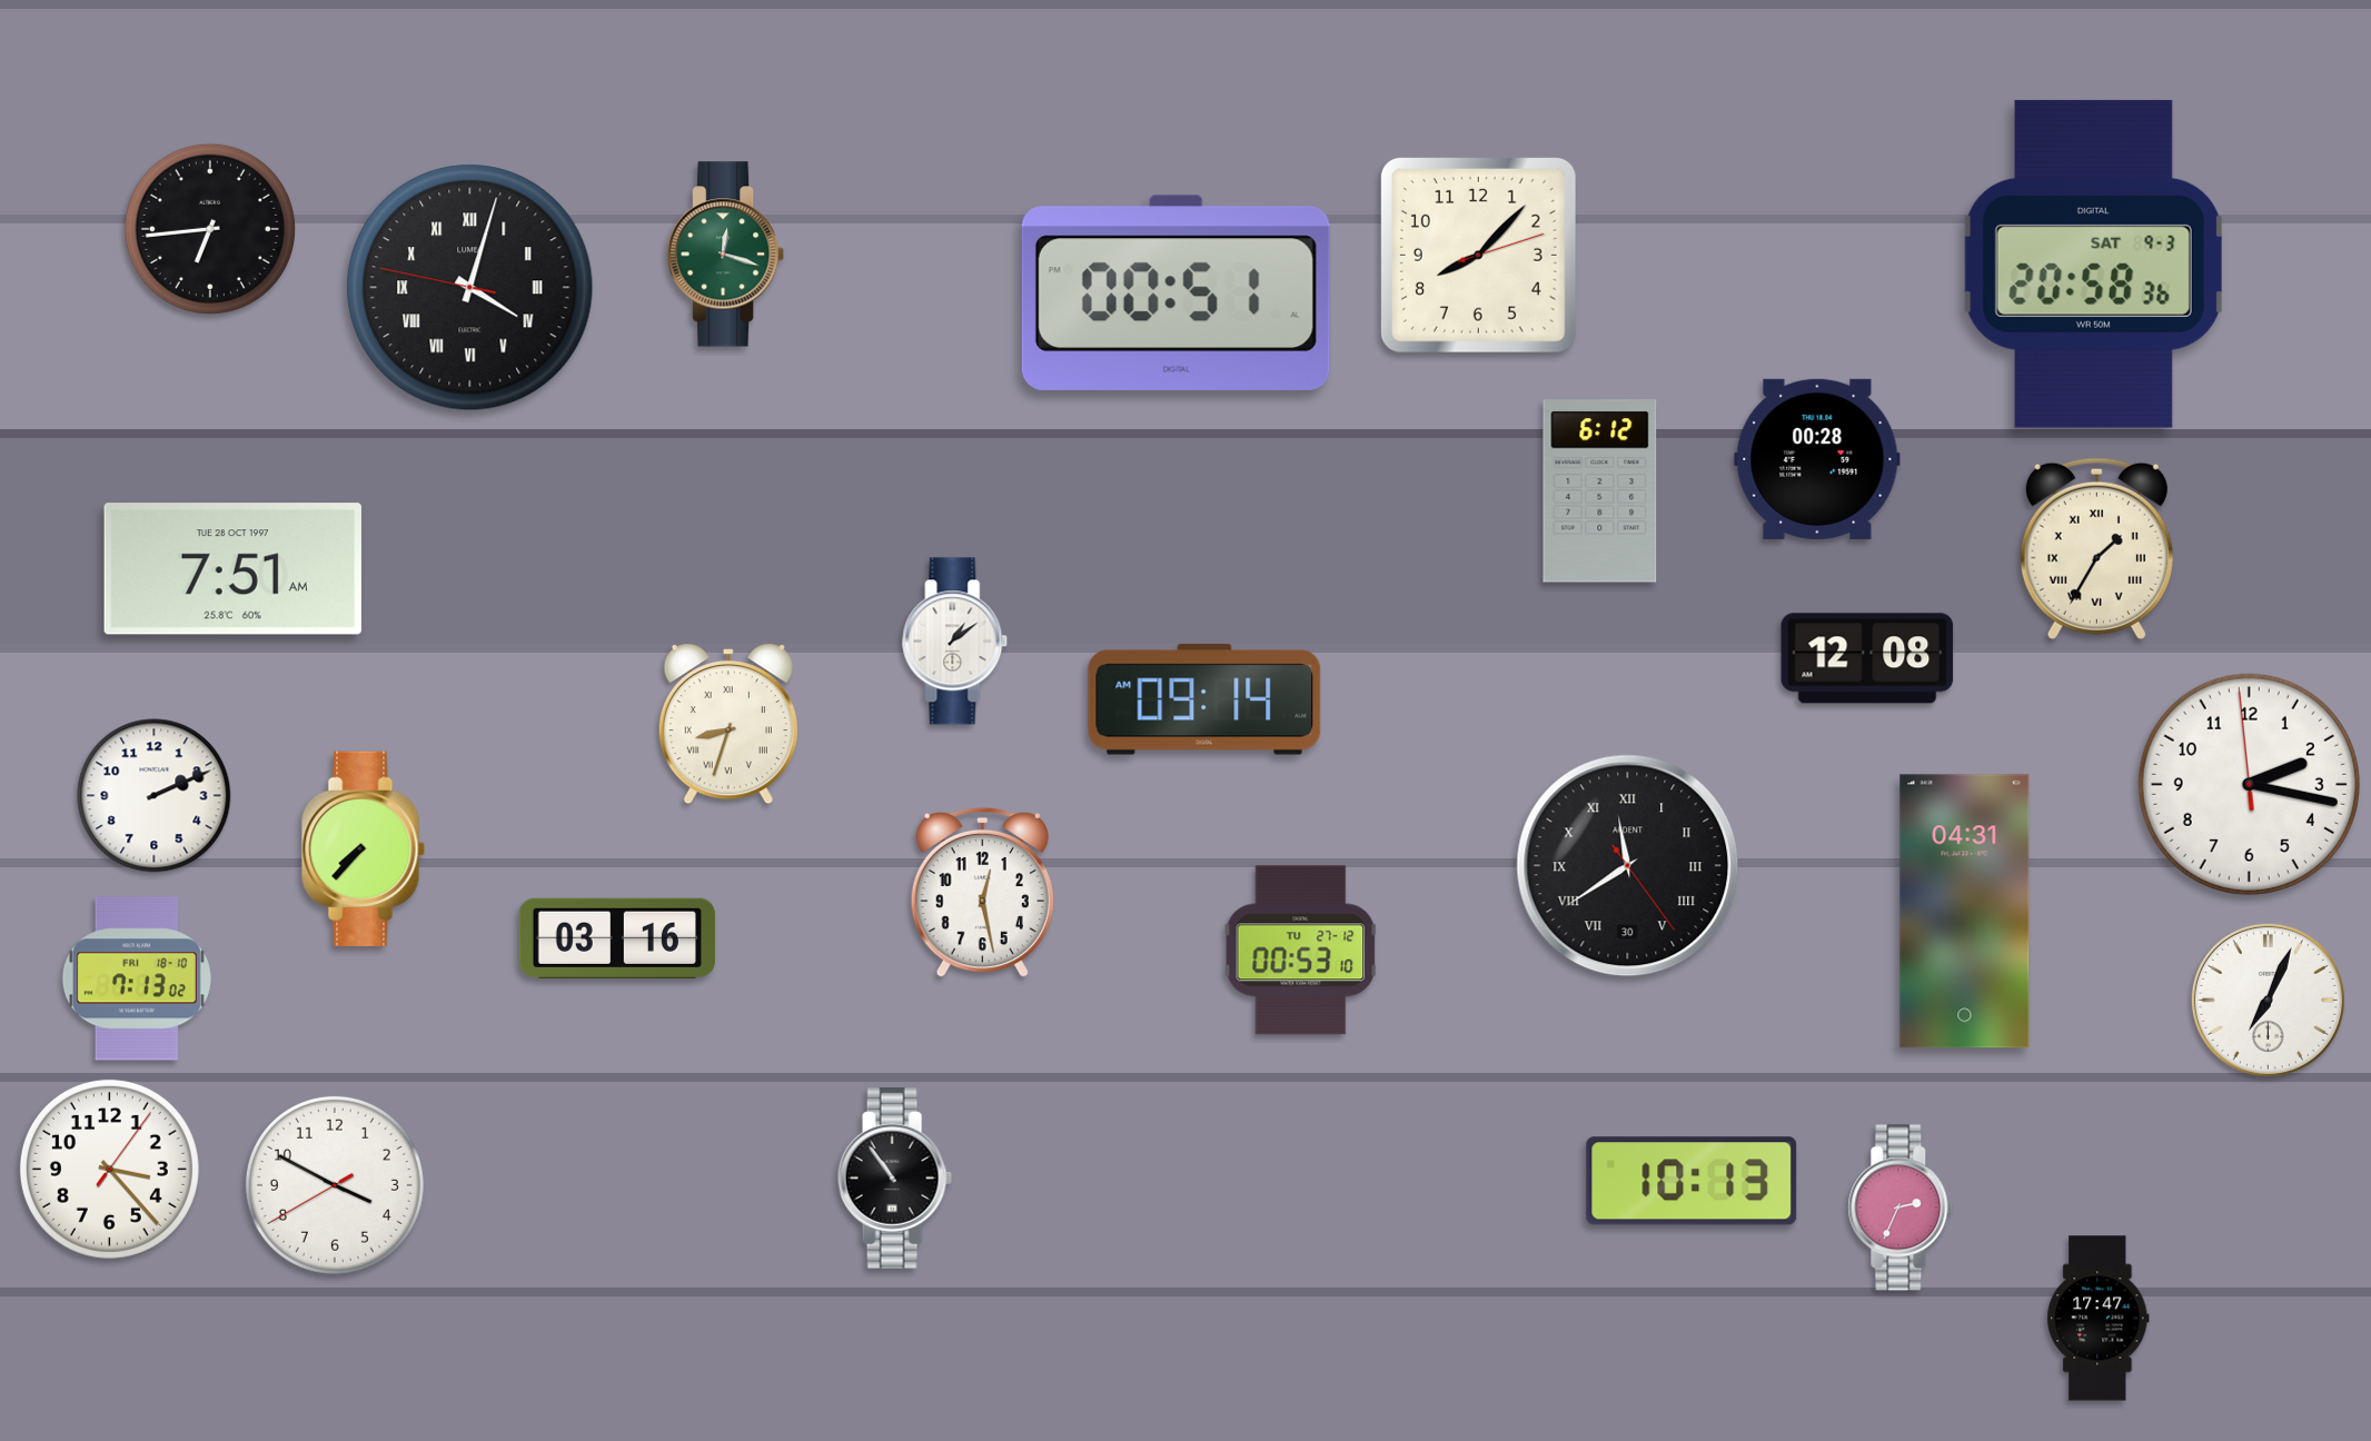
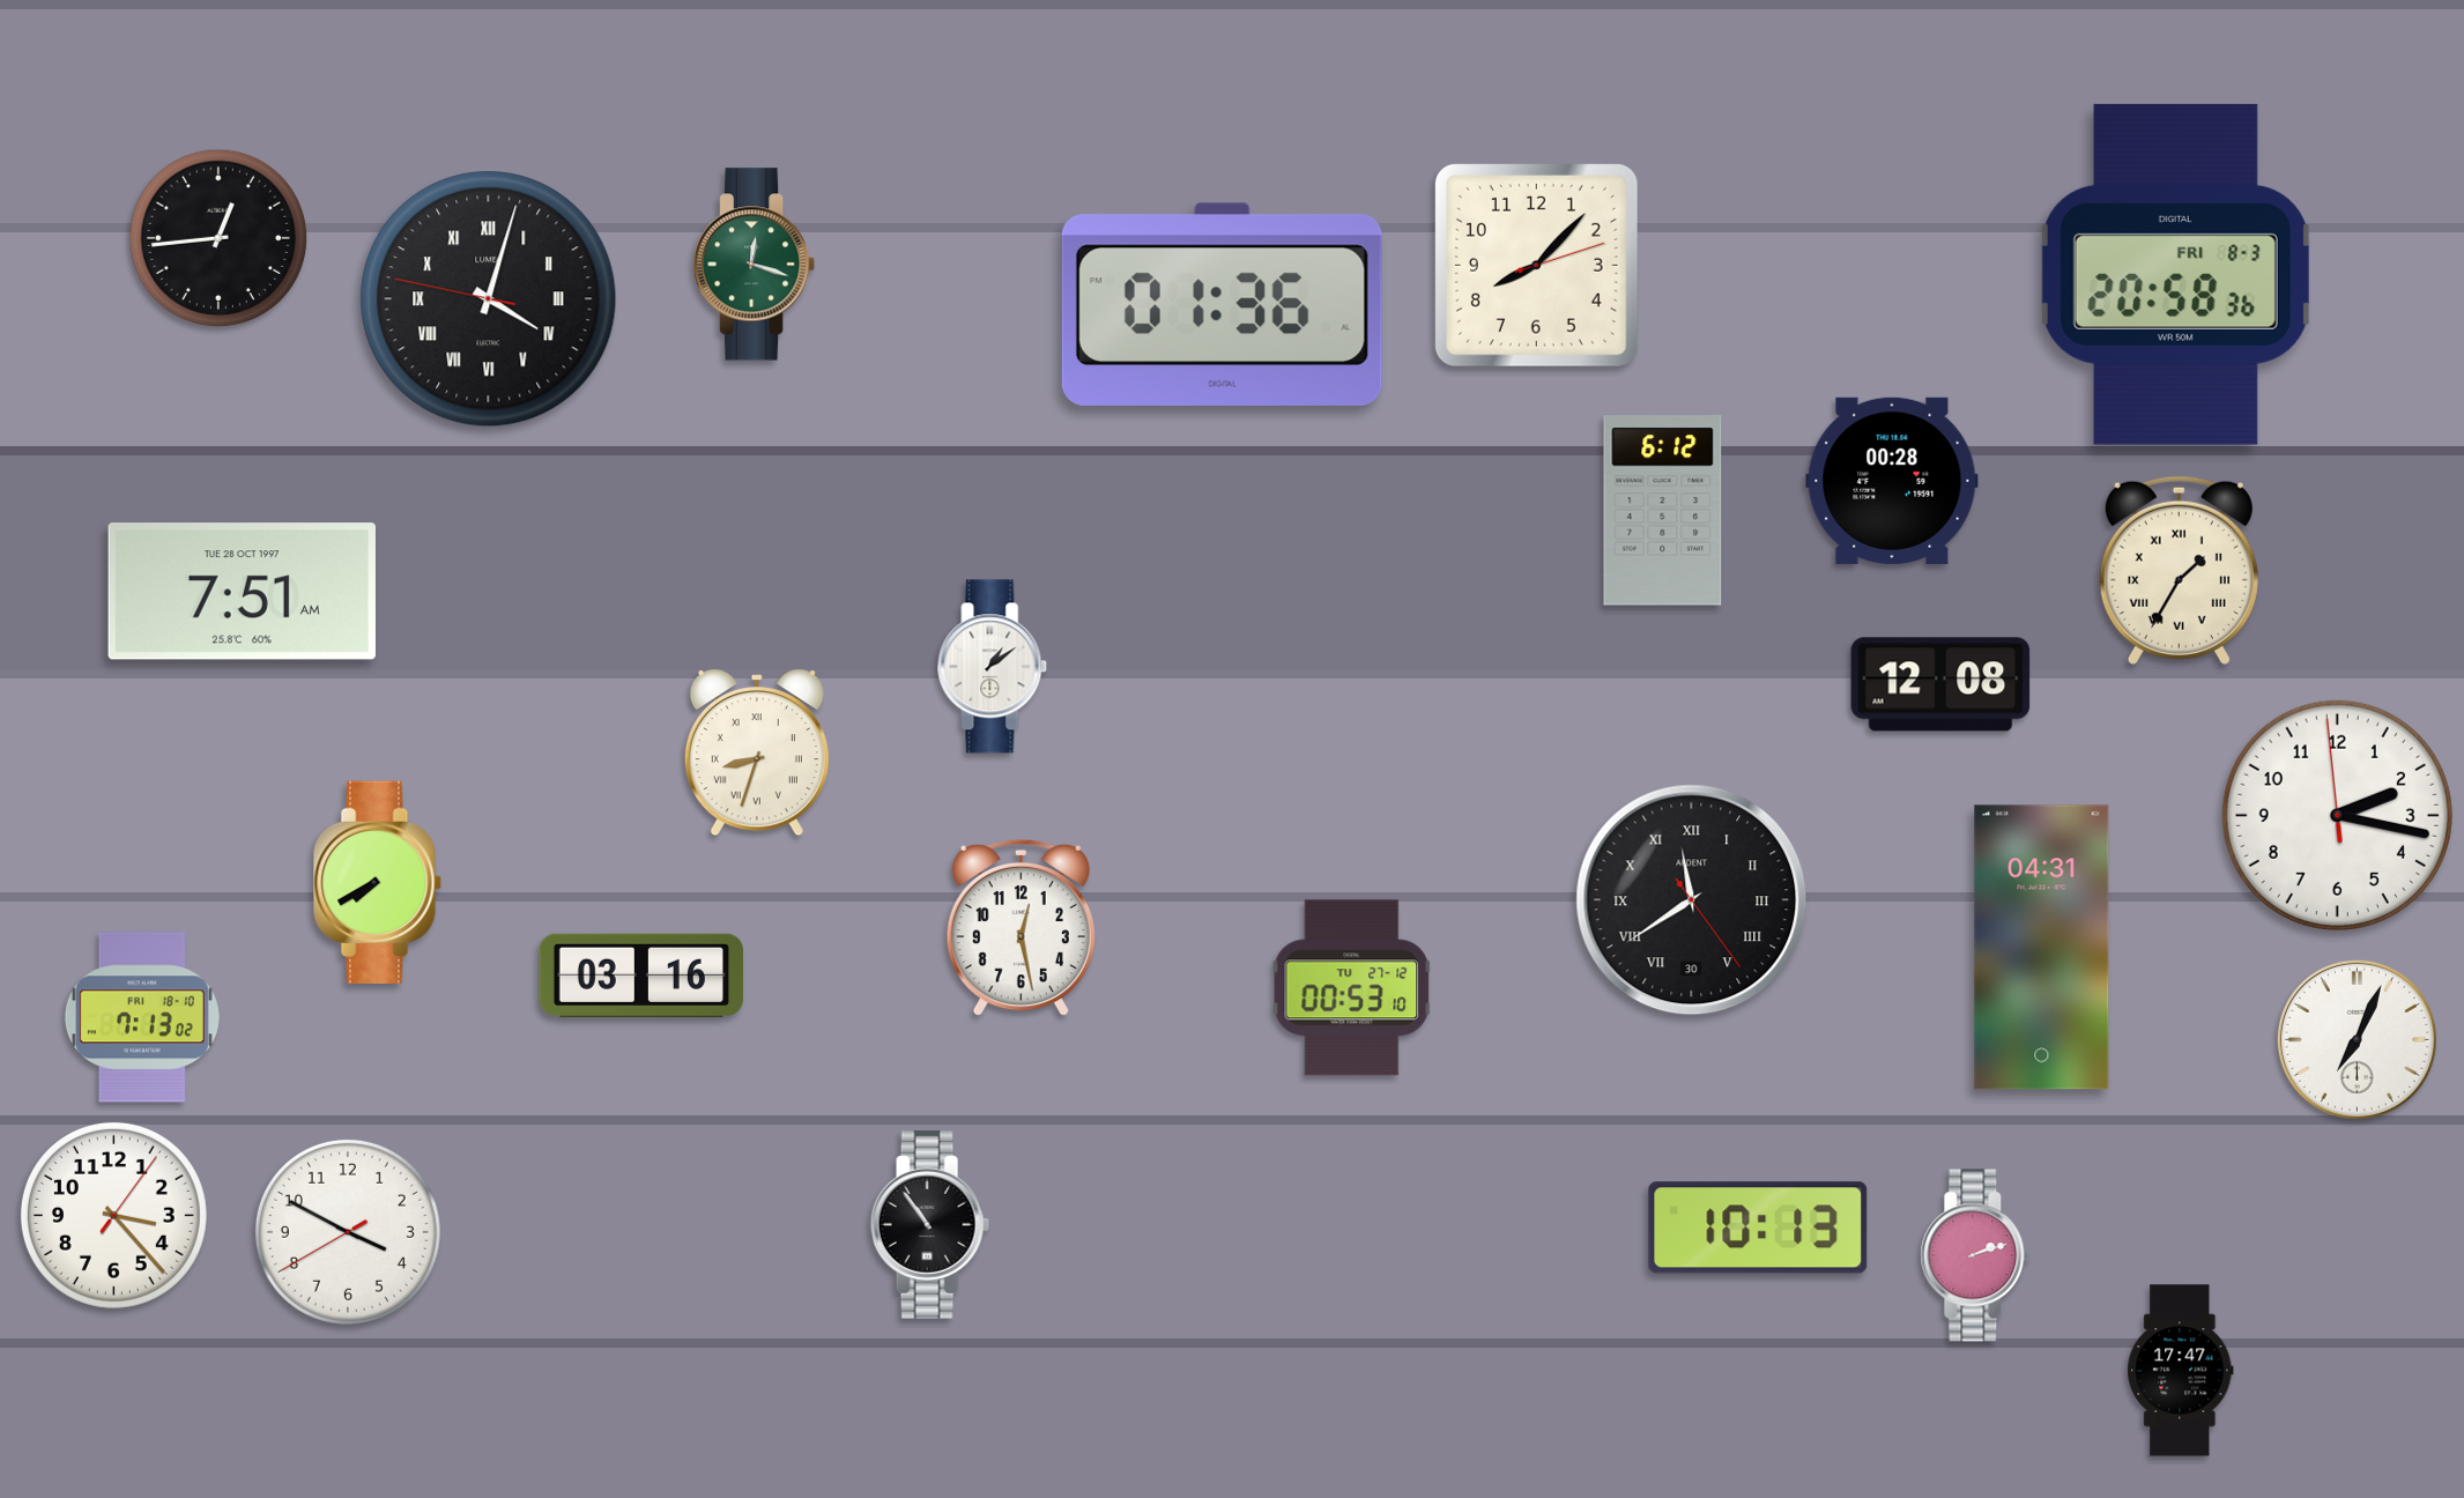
clock at (210, 229): 6:44 -> 12:44
clock at (2093, 264) date: SAT 9-3 -> FRI 8-3
clock at (1175, 292): 00:51 -> 01:36
clock at (1817, 459) position: (1817, 459) -> (1892, 481)
clock at (1204, 699): 09:14 -> none
clock at (155, 796): 2:11 -> none
clock at (363, 848): 7:37 -> 7:40
clock at (1901, 1208): 2:34 -> 2:12
